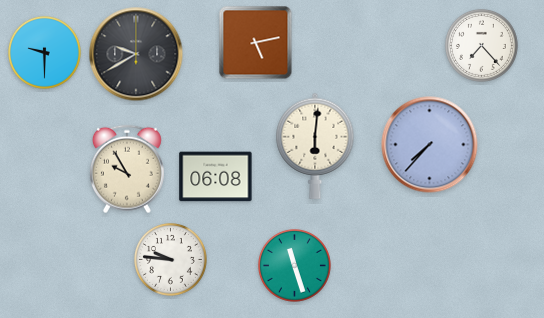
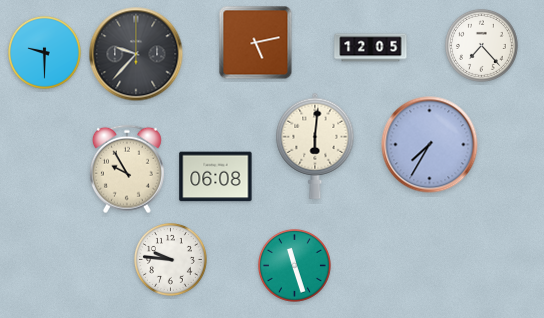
clock at (371, 48): none -> 12:05
clock at (136, 54): 9:40 -> 9:37
clock at (430, 145): 7:37 -> 7:35
